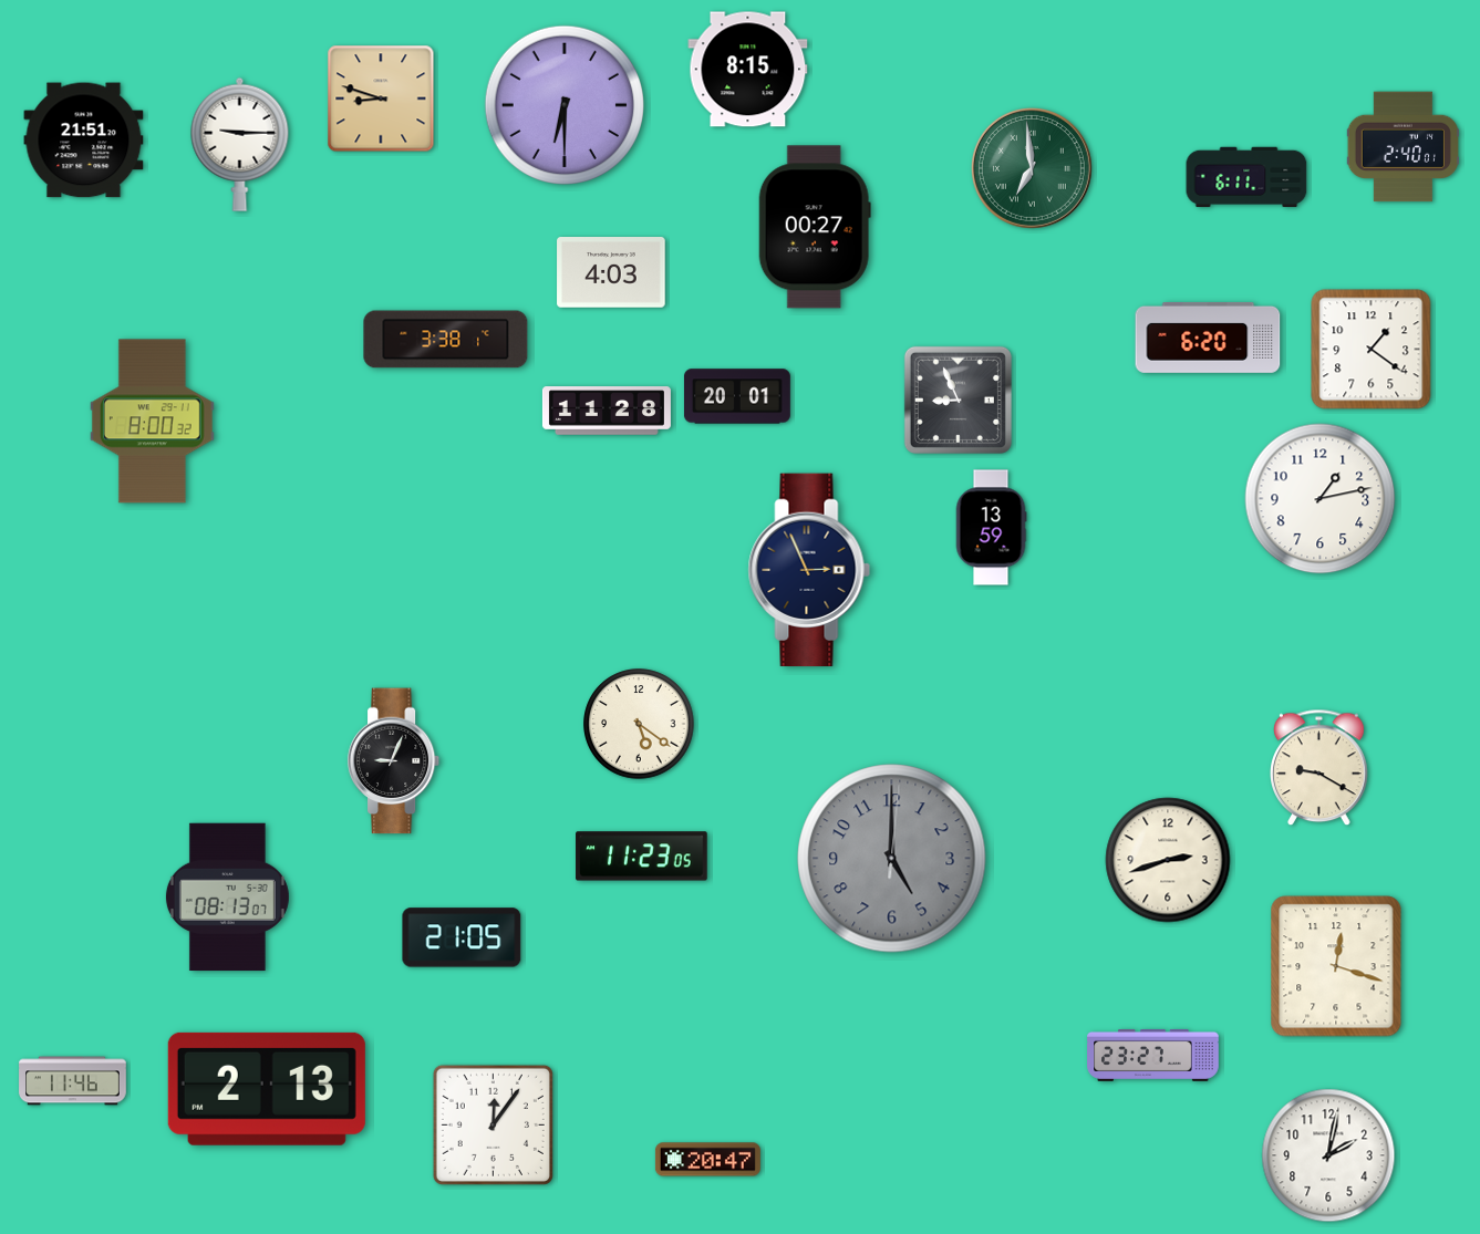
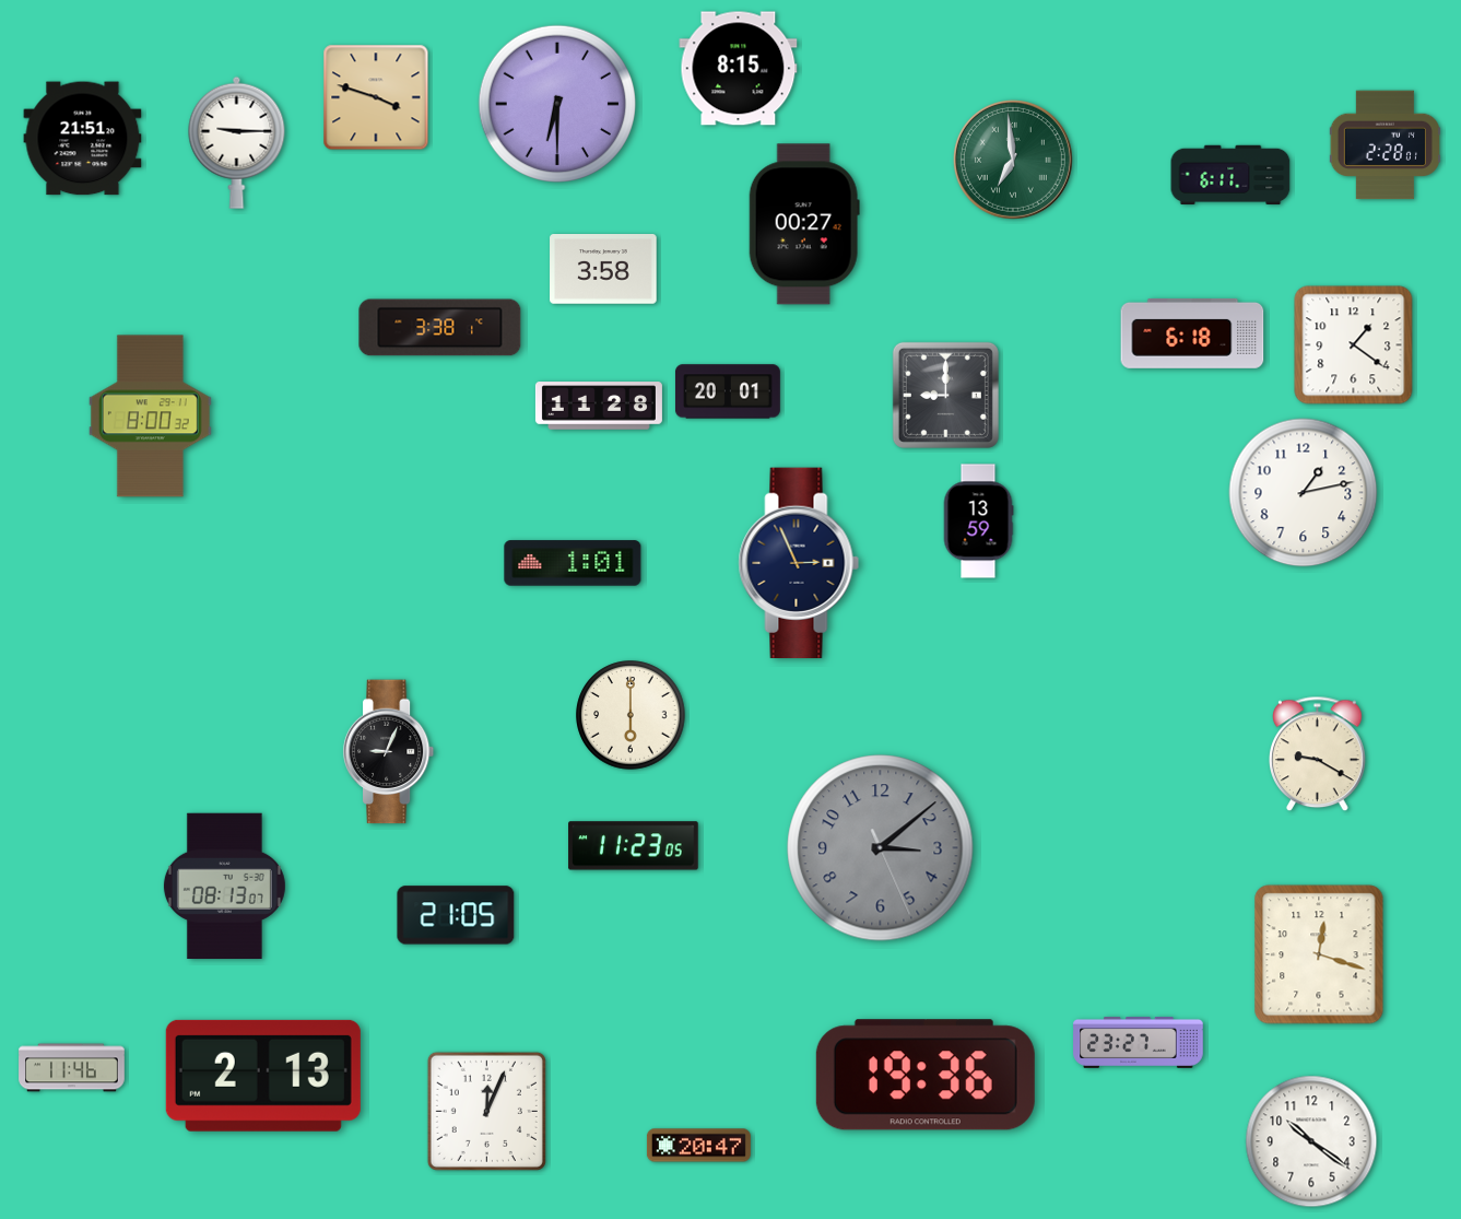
clock at (381, 98): 8:48 -> 3:48
clock at (1403, 147): 2:40 -> 2:28
clock at (1032, 168) position: (1032, 168) -> (1013, 160)
clock at (611, 273): 4:03 -> 3:58
clock at (1208, 338): 6:20 -> 6:18
clock at (446, 340) position: (446, 340) -> (440, 328)
clock at (958, 400): 8:56 -> 9:00
clock at (573, 563): none -> 1:01
clock at (639, 724): 5:21 -> 6:00
clock at (1319, 768) position: (1319, 768) -> (1318, 754)
clock at (892, 859): 5:00 -> 3:08
clock at (1168, 860): 2:42 -> none
clock at (462, 937) position: (462, 937) -> (456, 915)
clock at (926, 1075): none -> 19:36
clock at (493, 1124): 12:06 -> 12:04
clock at (1328, 1155): 2:02 -> 10:21
